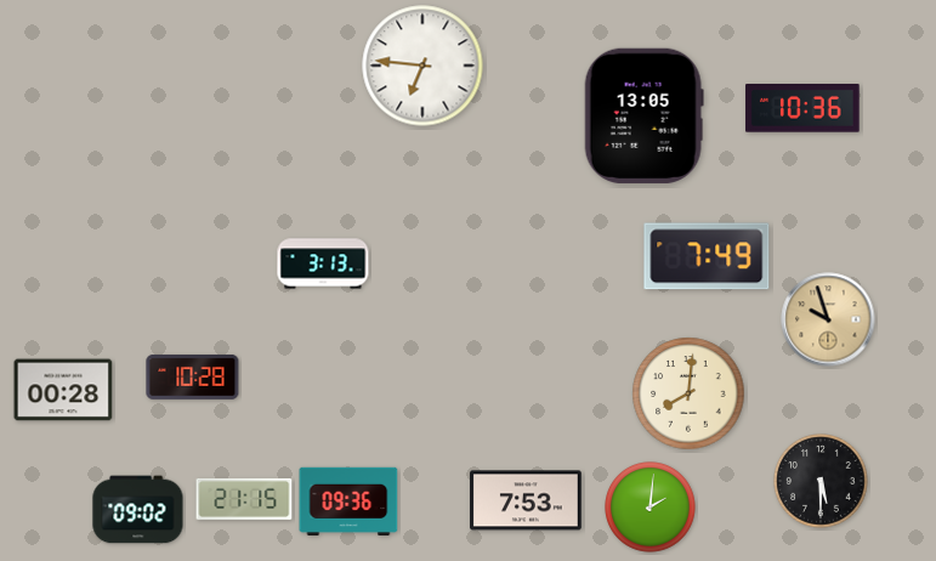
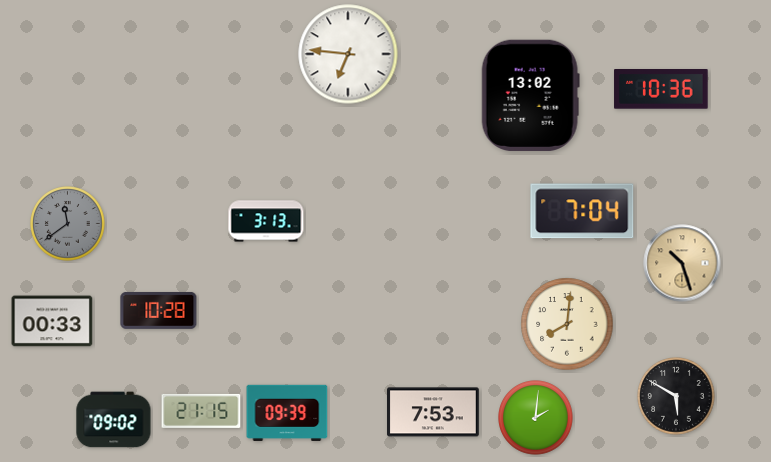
clock at (643, 115): 13:05 -> 13:02
clock at (707, 256): 7:49 -> 7:04
clock at (323, 263) position: (323, 263) -> (266, 221)
clock at (68, 224): none -> 11:39
clock at (828, 319): 9:57 -> 10:27
clock at (63, 390): 00:28 -> 00:33
clock at (821, 481): 5:30 -> 5:50
clock at (348, 501): 09:36 -> 09:39
